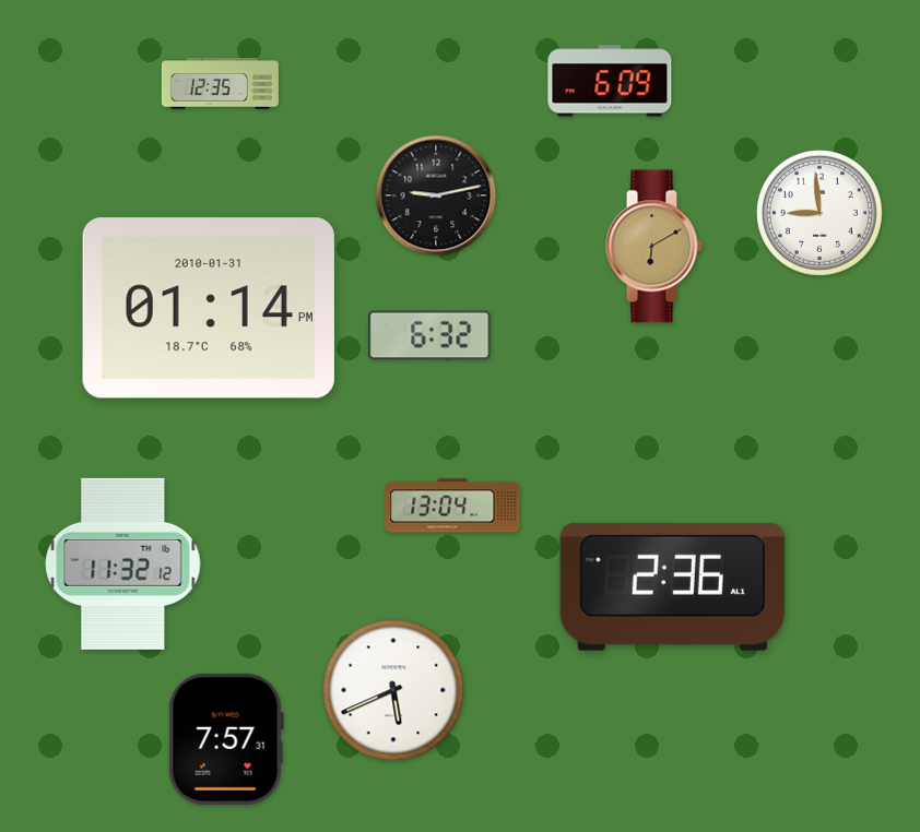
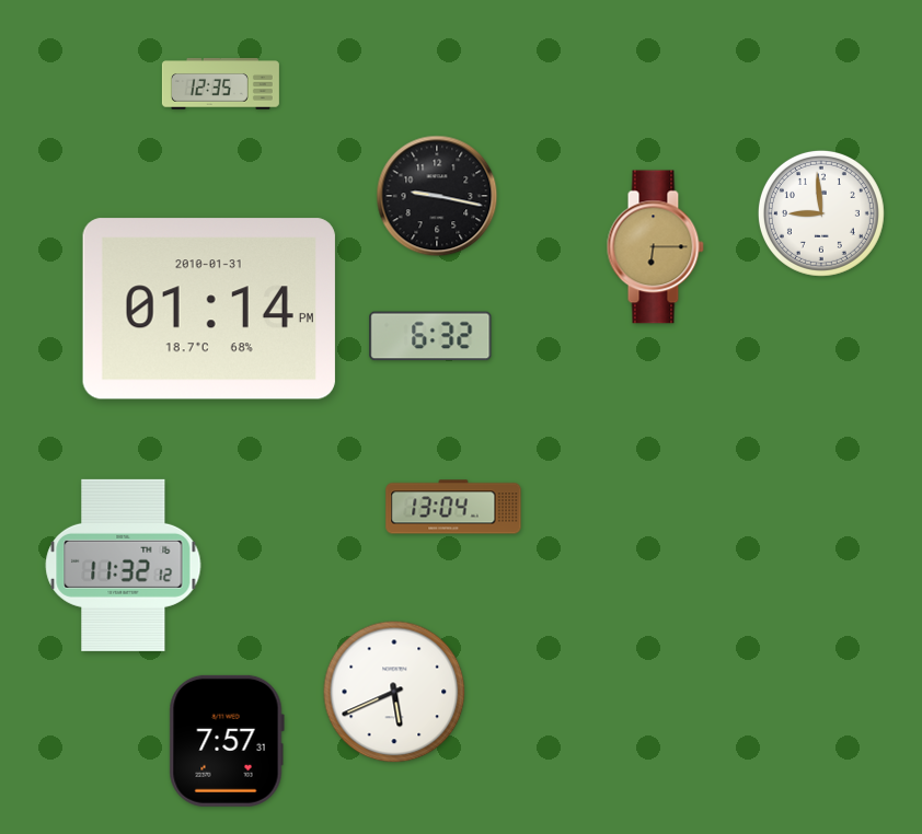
clock at (610, 81): 6:09 -> none
clock at (436, 195): 9:13 -> 9:17
clock at (653, 247): 6:10 -> 6:15
clock at (672, 586): 2:36 -> none
